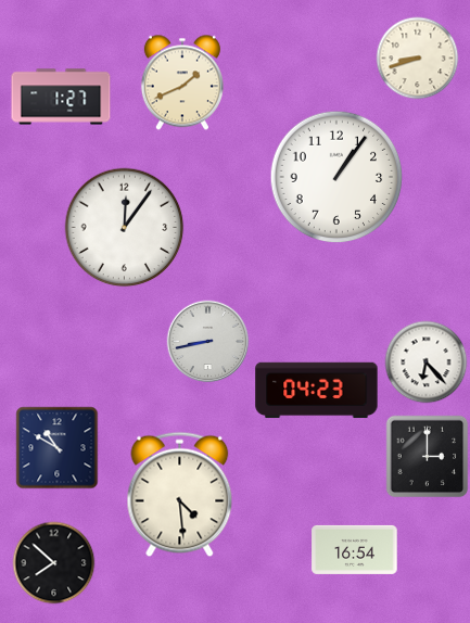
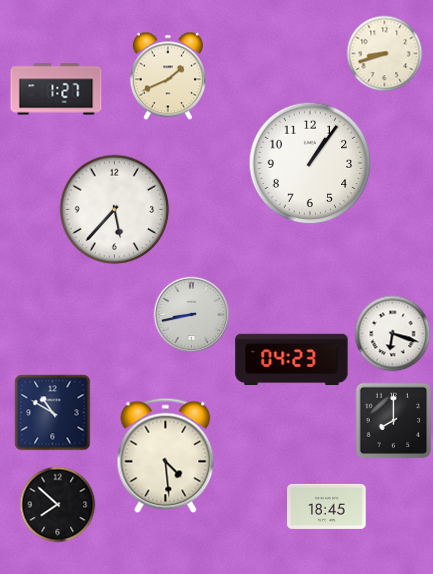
clock at (125, 228): 12:06 -> 5:37
clock at (427, 363): 6:23 -> 6:18
clock at (428, 457): 3:00 -> 8:00
clock at (355, 549): 16:54 -> 18:45
clock at (54, 563) position: (54, 563) -> (58, 505)
